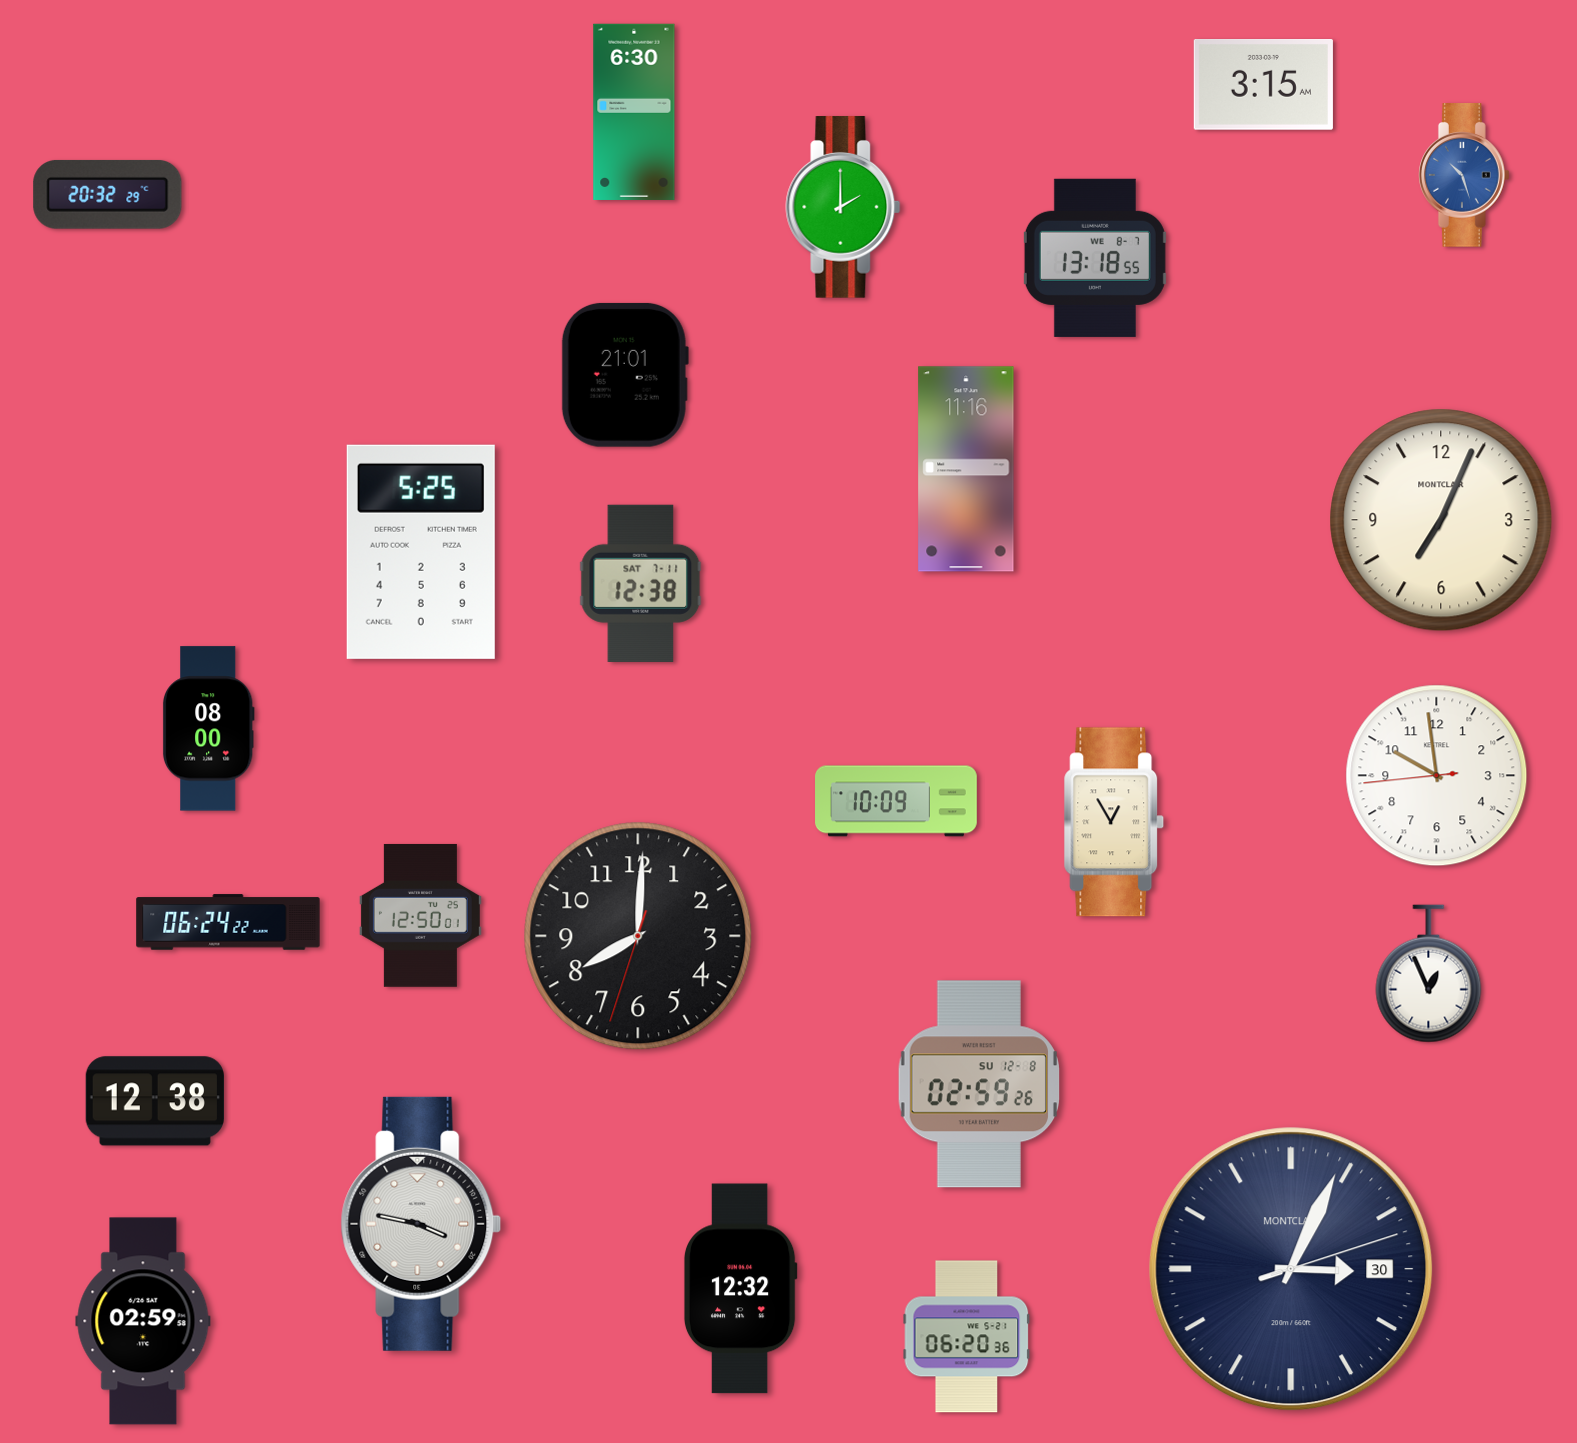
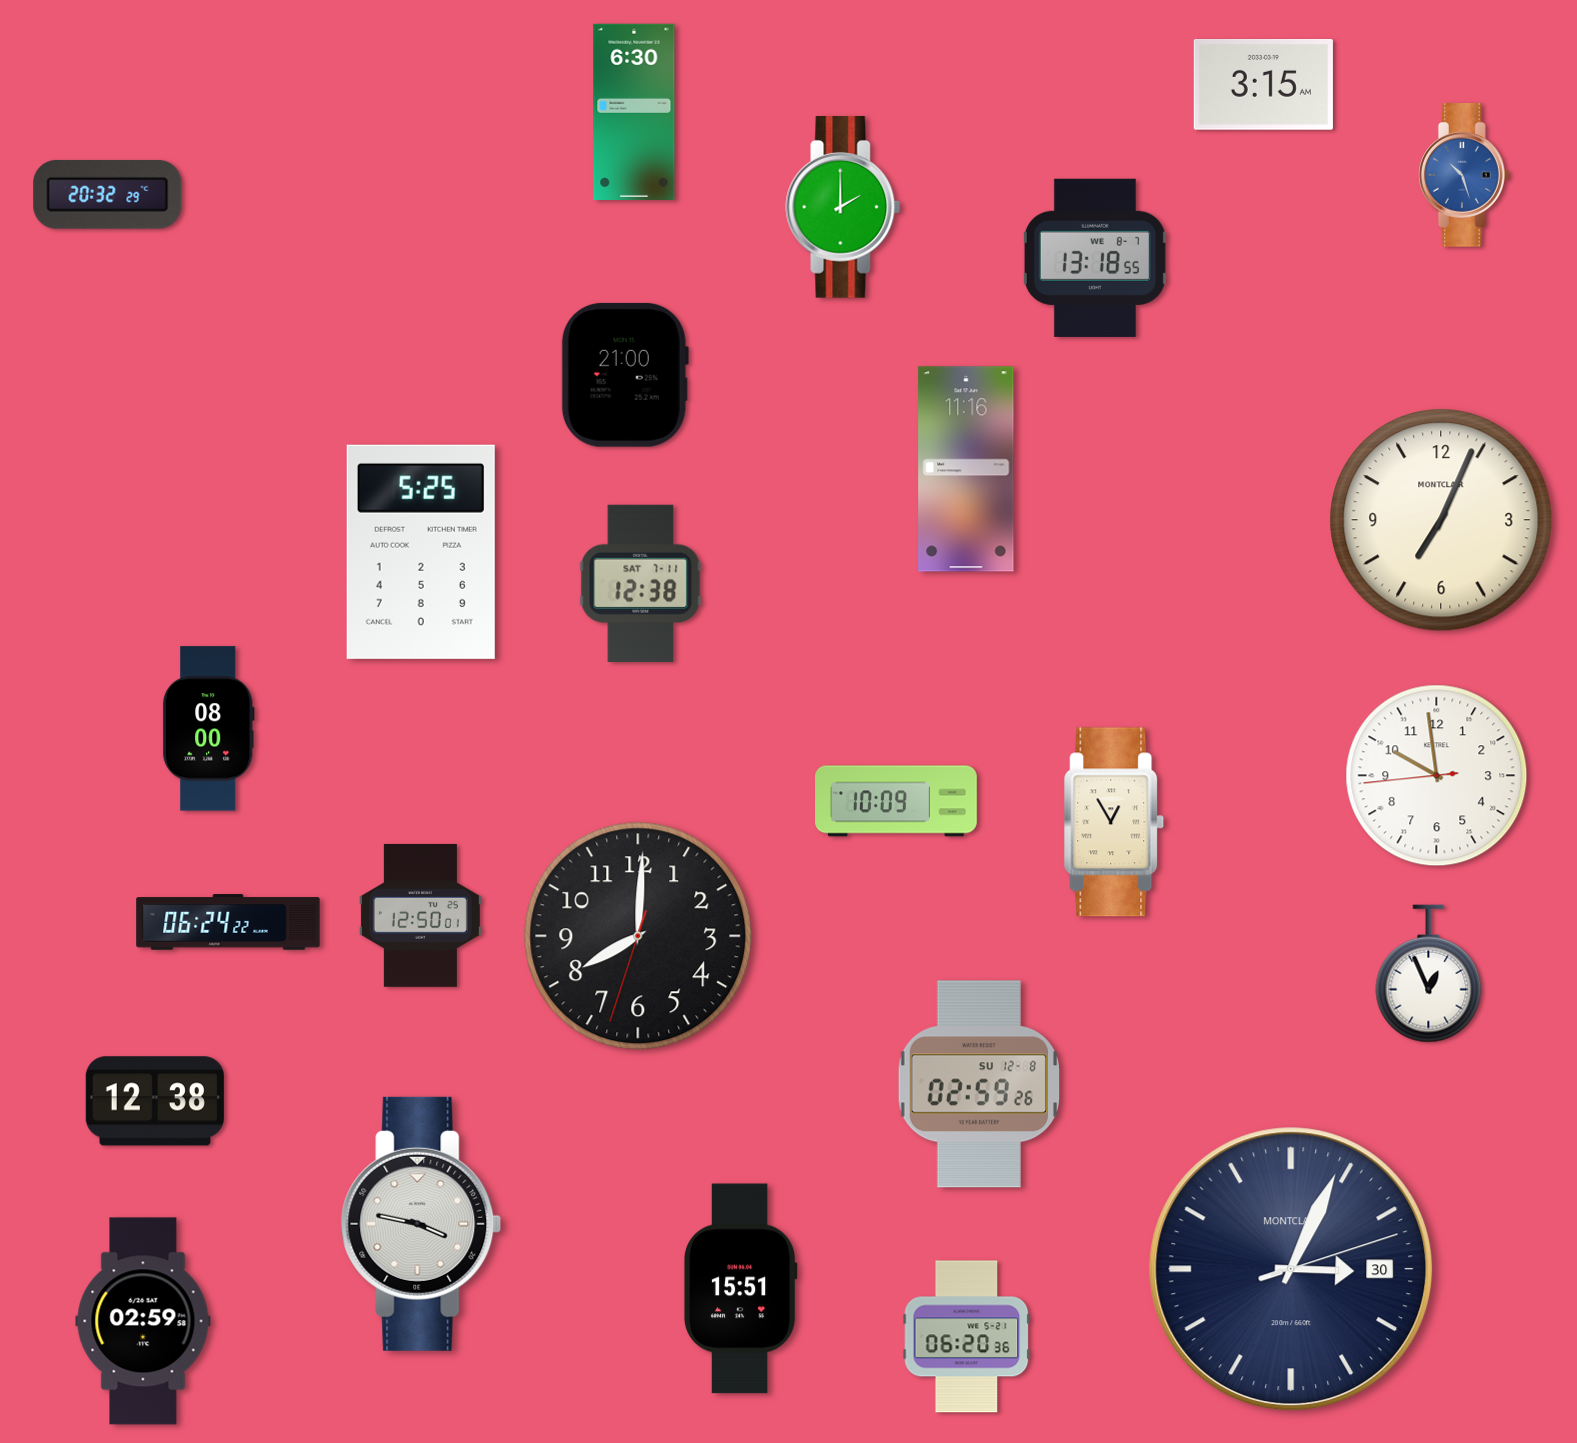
clock at (625, 375): 21:01 -> 21:00
clock at (740, 1289): 12:32 -> 15:51
